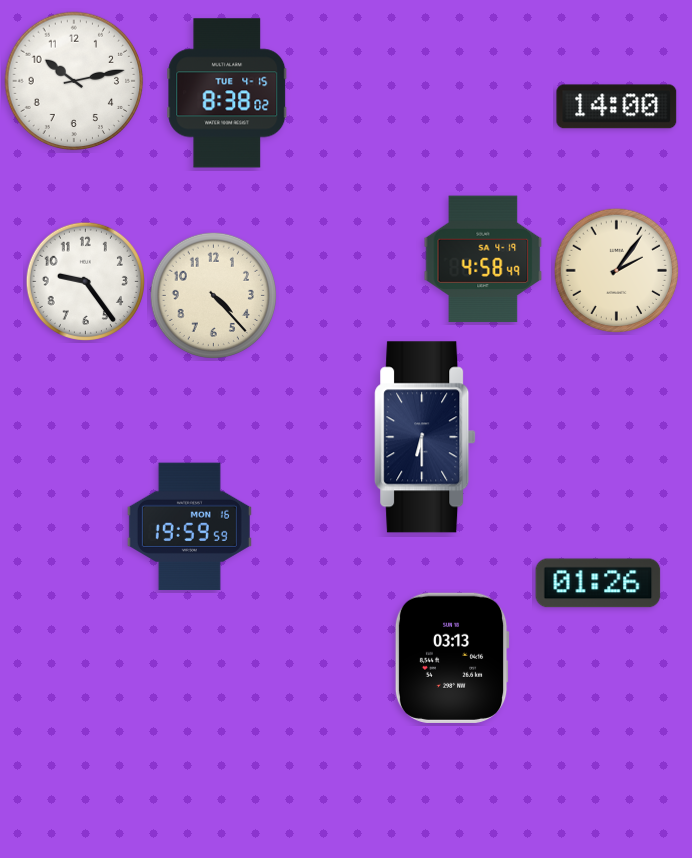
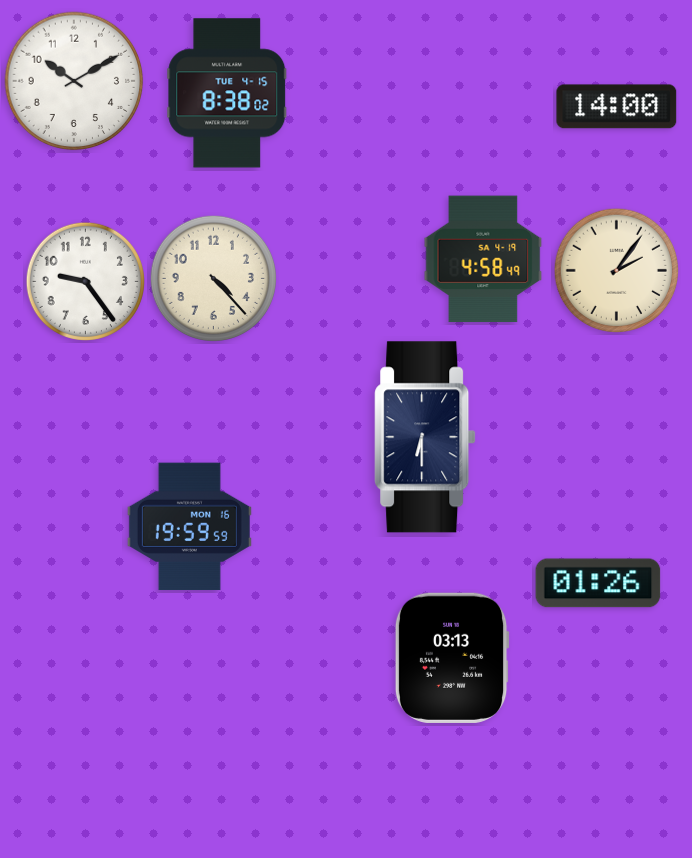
clock at (74, 81): 10:13 -> 10:10
clock at (213, 295) position: (213, 295) -> (213, 278)
